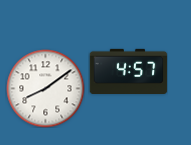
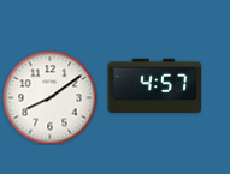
clock at (45, 88) position: (45, 88) -> (49, 97)
